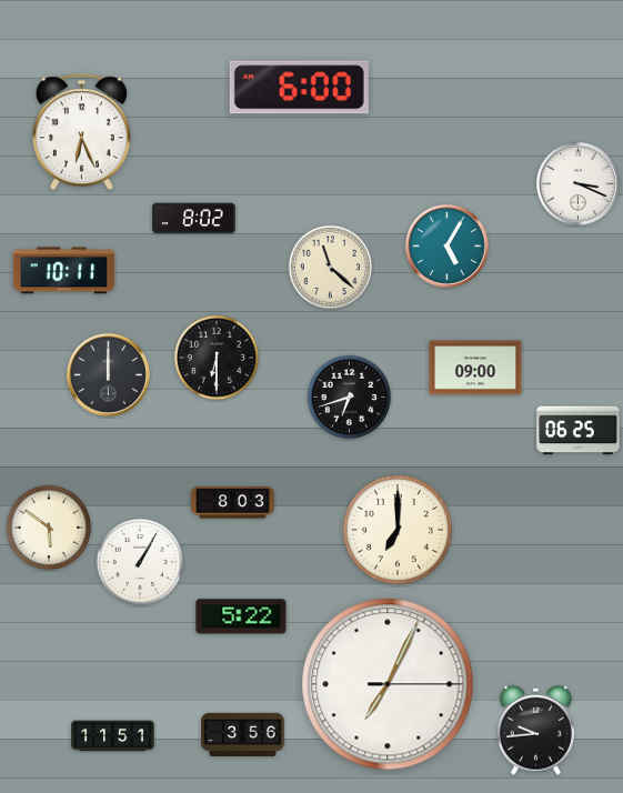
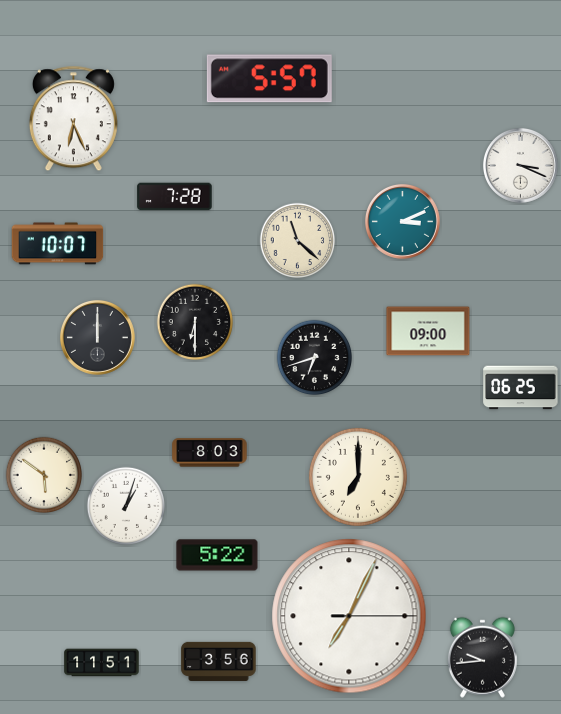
clock at (299, 88): 6:00 -> 5:57
clock at (194, 219): 8:02 -> 7:28
clock at (446, 245): 5:05 -> 3:11
clock at (64, 271): 10:11 -> 10:07
clock at (139, 561): 1:05 -> 1:03
